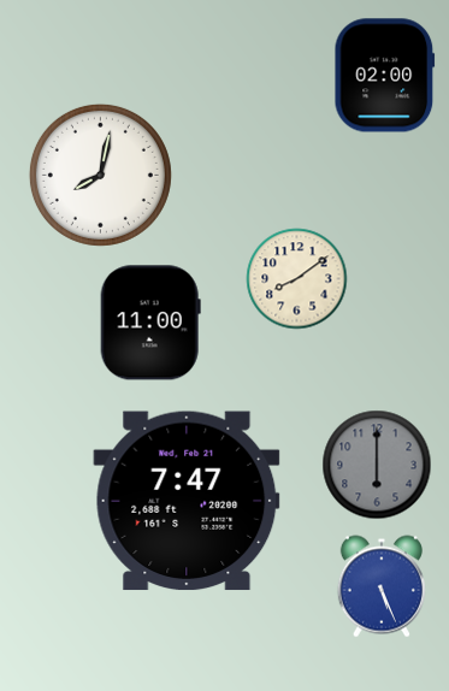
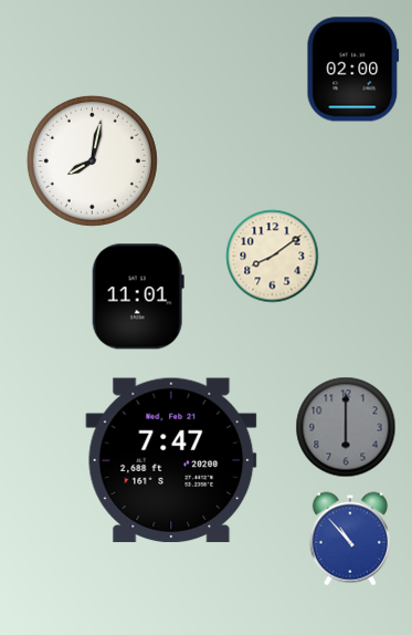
clock at (150, 323): 11:00 -> 11:01
clock at (382, 586): 5:26 -> 10:53
